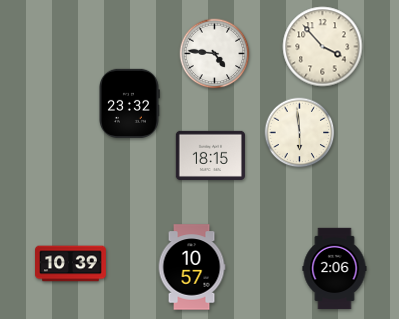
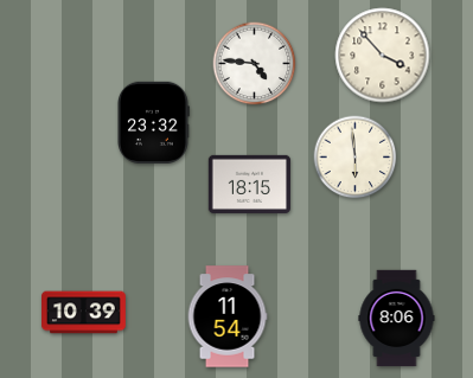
clock at (192, 267): 10:57 -> 11:54
clock at (335, 269): 2:06 -> 8:06
